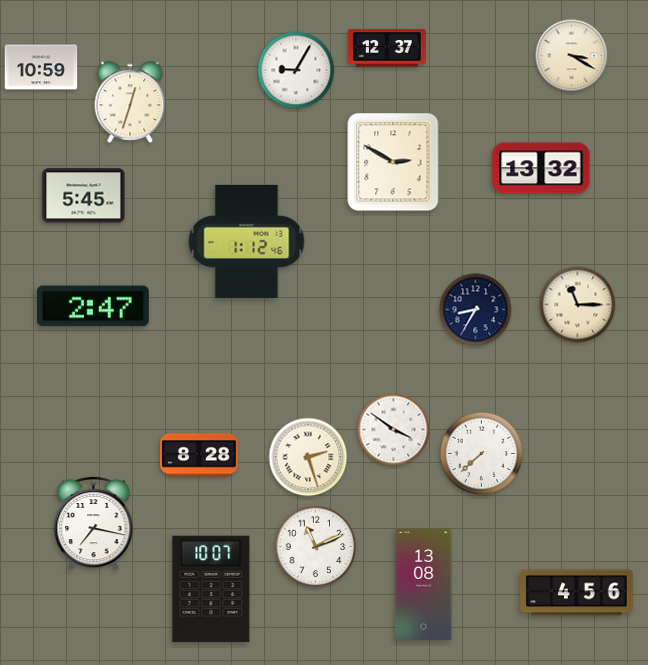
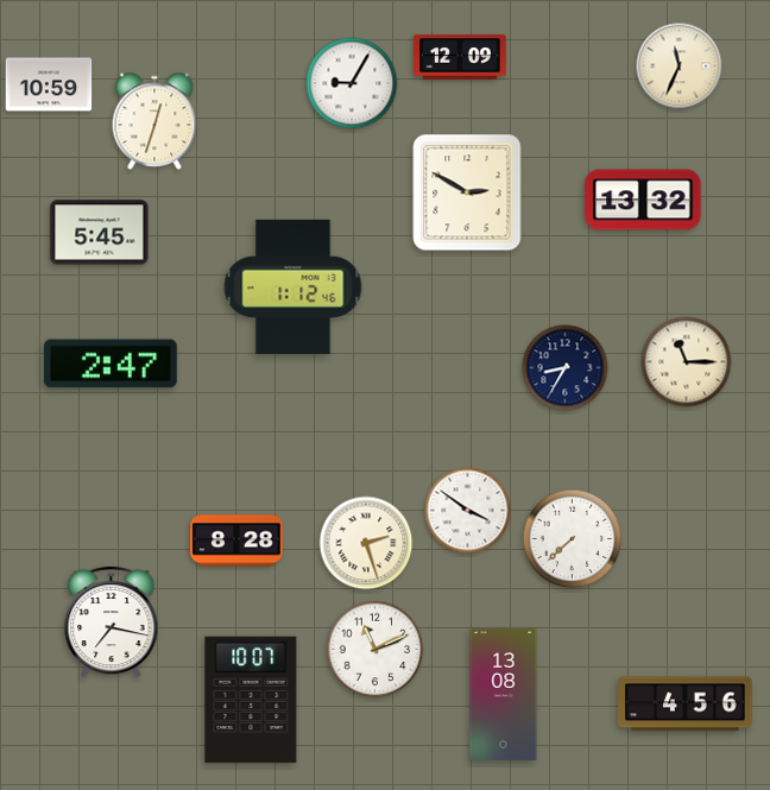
clock at (387, 48): 12:37 -> 12:09
clock at (572, 56): 3:20 -> 11:34
clock at (41, 67) position: (41, 67) -> (49, 84)
